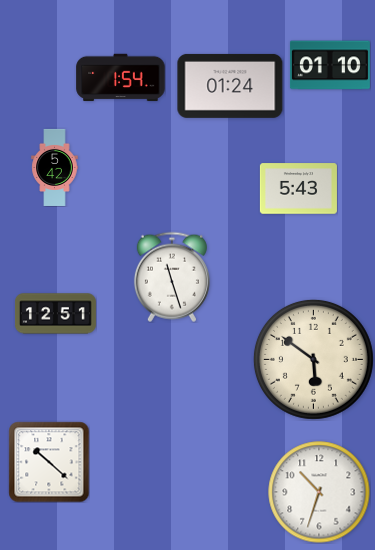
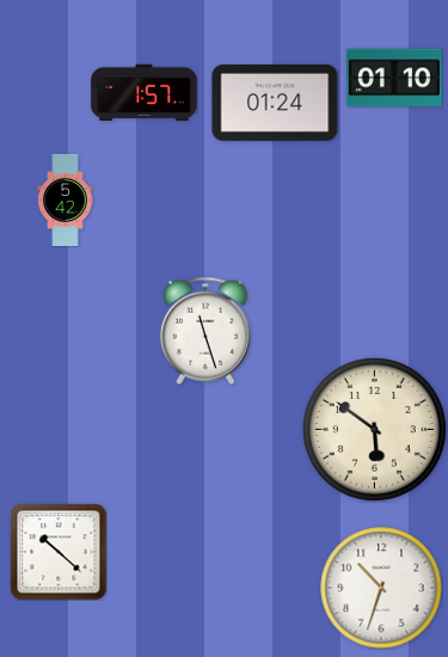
clock at (121, 78): 1:54 -> 1:57
clock at (298, 189): 5:43 -> none
clock at (55, 314): 12:51 -> none
